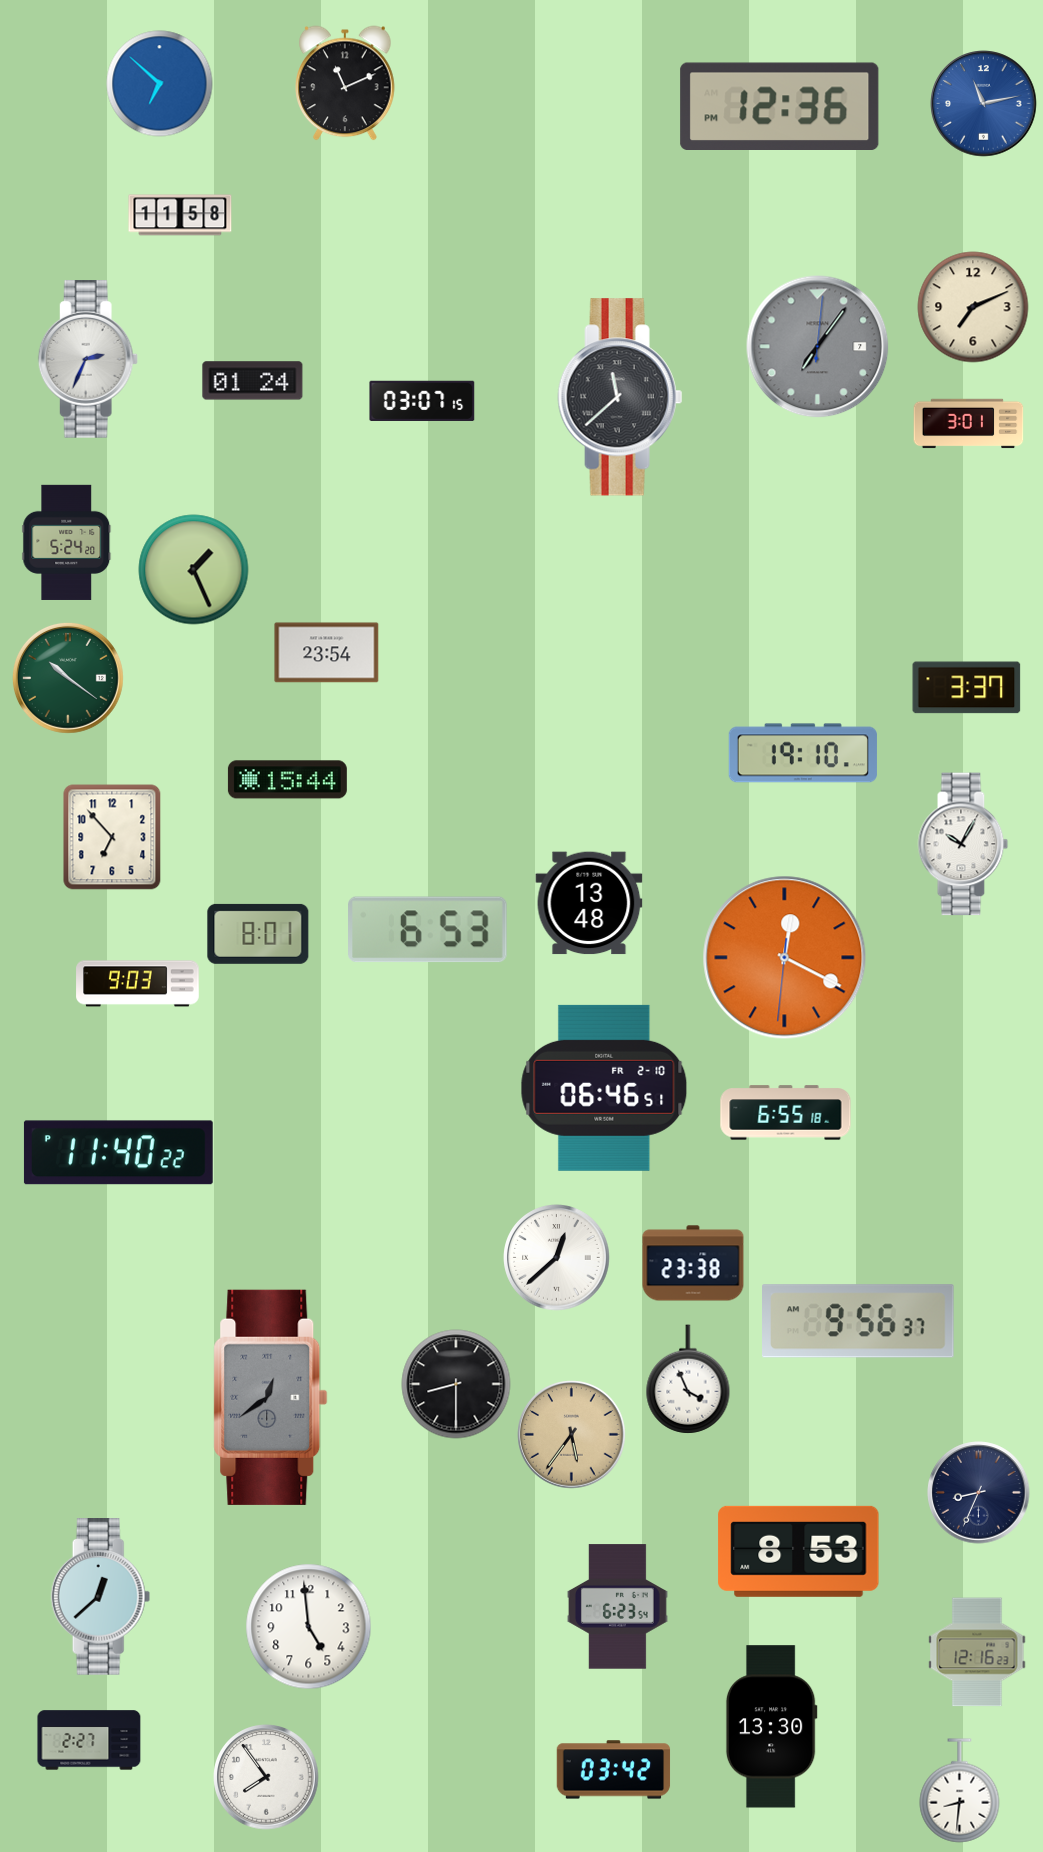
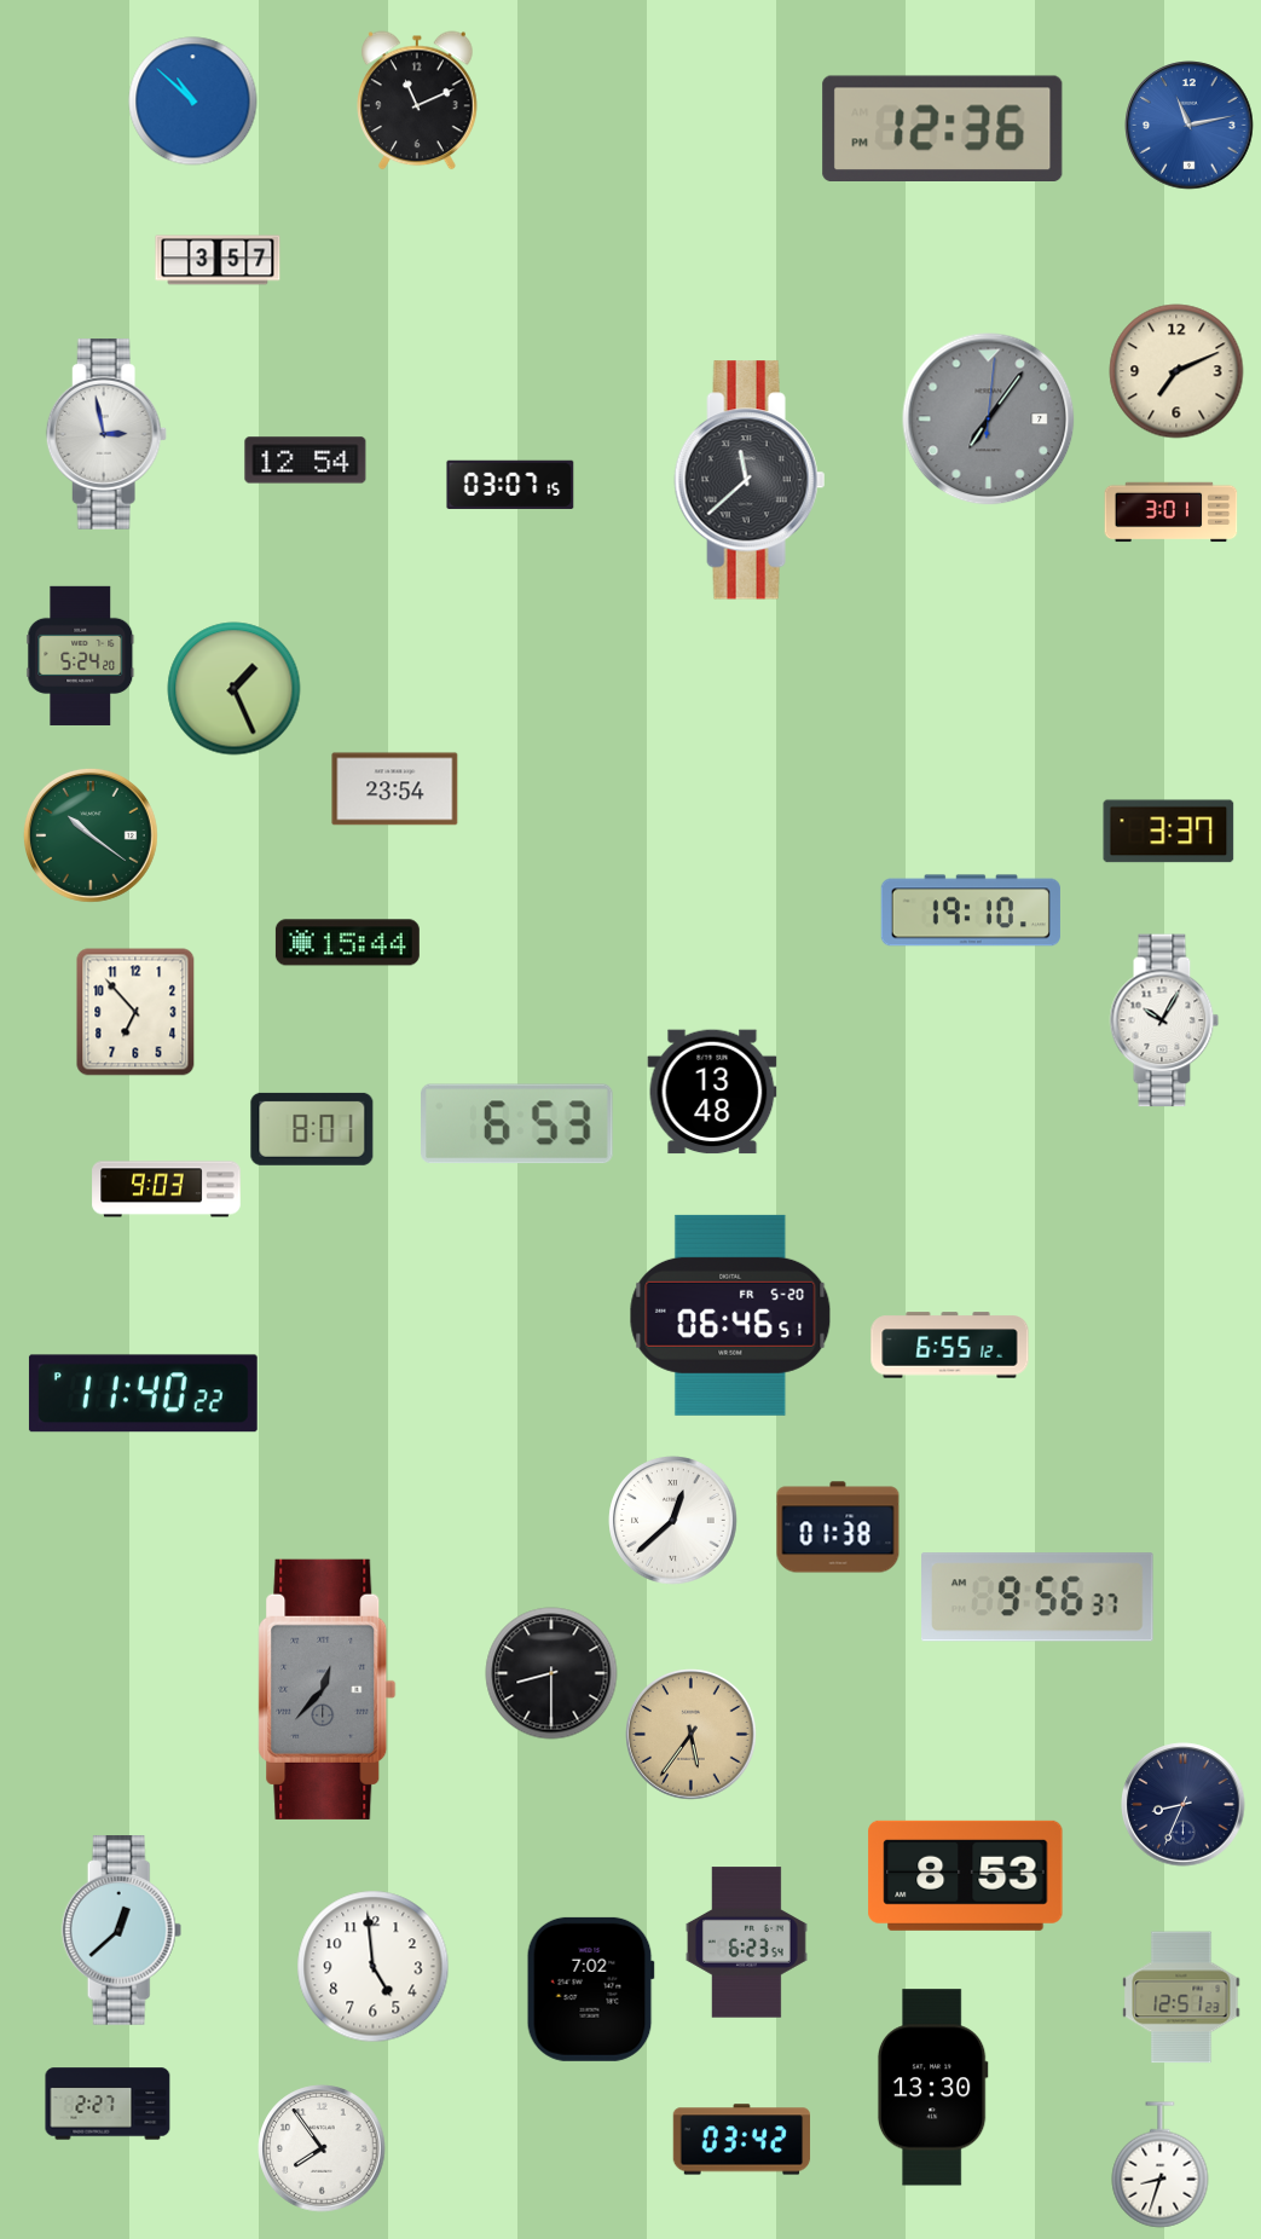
clock at (160, 84): 6:52 -> 10:52
clock at (180, 215): 11:58 -> 3:57
clock at (88, 359): 2:34 -> 2:58
clock at (253, 381): 01:24 -> 12:54
clock at (68, 678) position: (68, 678) -> (91, 835)
clock at (785, 958): 12:19 -> none
clock at (604, 1088) date: FR 2-10 -> FR 5-20
clock at (786, 1113): 6:55:18 -> 6:55:12
clock at (693, 1263): 23:38 -> 01:38
clock at (688, 1379): 3:56 -> none
clock at (271, 1397): 12:39 -> 12:37
clock at (590, 1989): none -> 7:02
clock at (977, 1652): 12:16 -> 12:51
clock at (960, 1791): 8:31 -> 8:33
